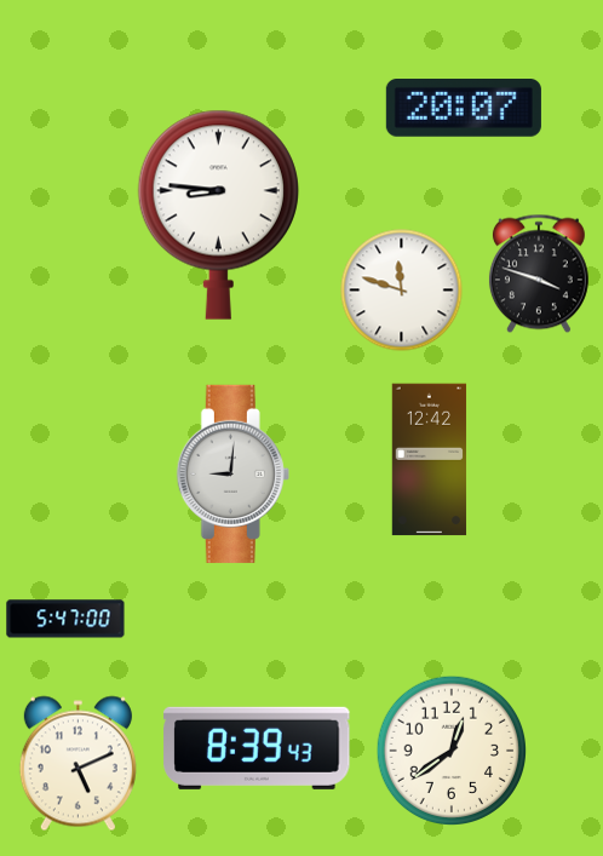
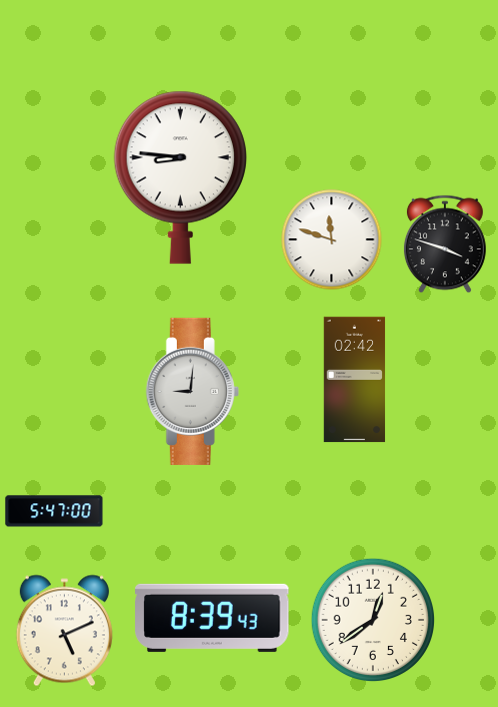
clock at (464, 109): 20:07 -> none
clock at (539, 274) position: (539, 274) -> (445, 244)
clock at (430, 460): 12:42 -> 02:42
